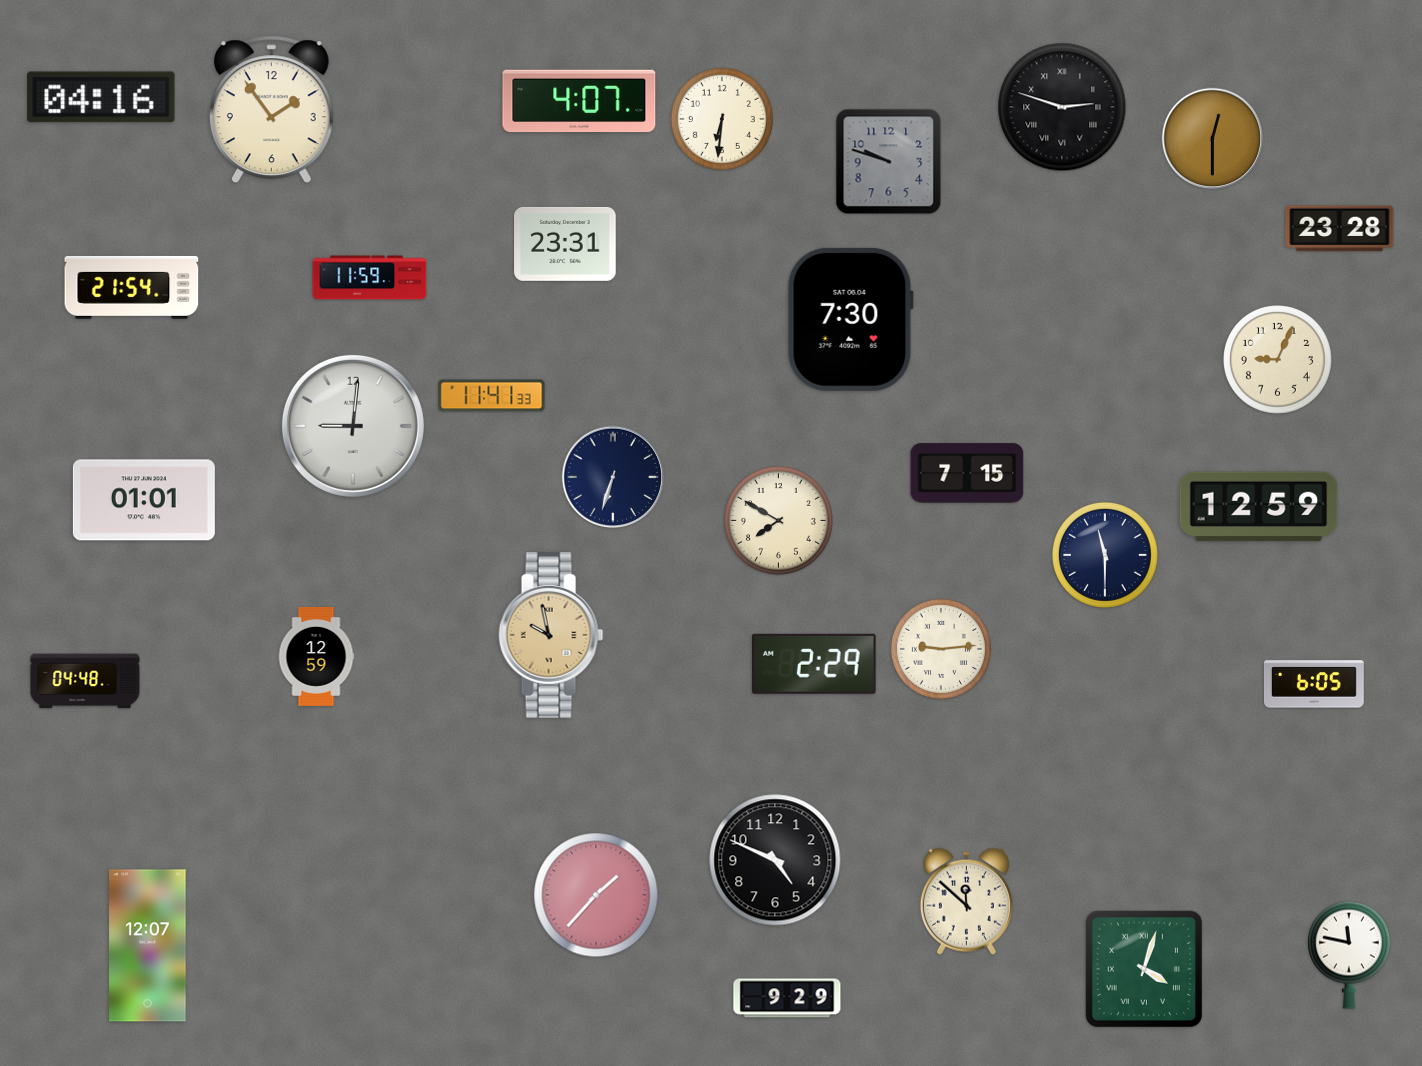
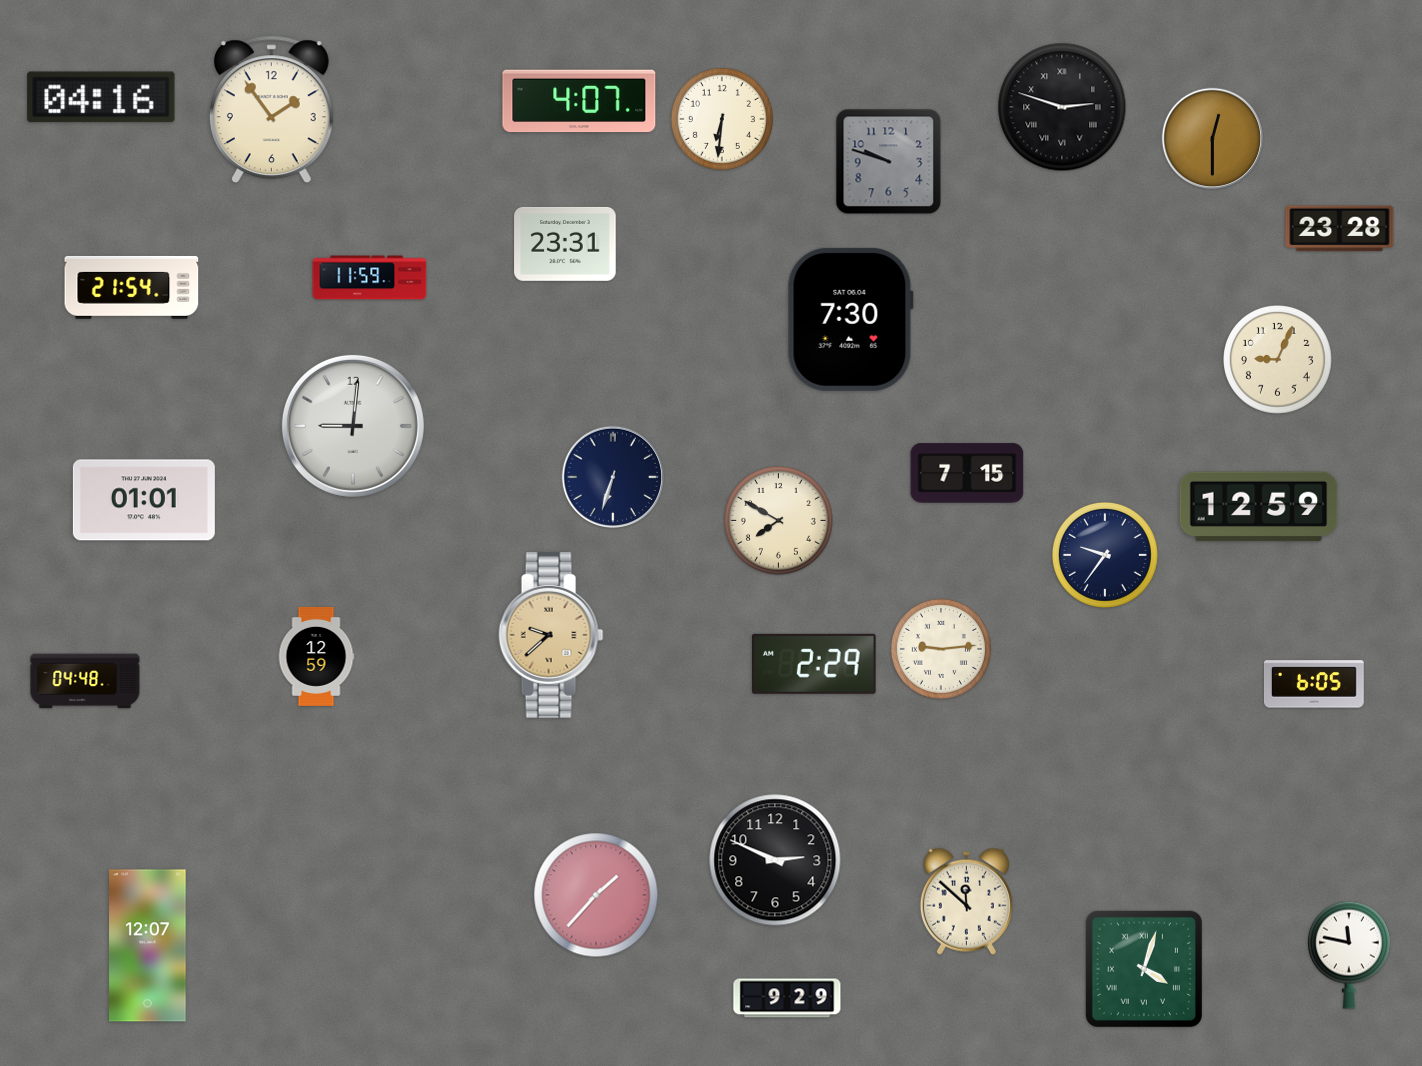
clock at (492, 396): 11:41 -> none
clock at (1105, 555): 11:30 -> 9:36
clock at (551, 635): 9:58 -> 9:38
clock at (775, 860): 4:49 -> 2:49
